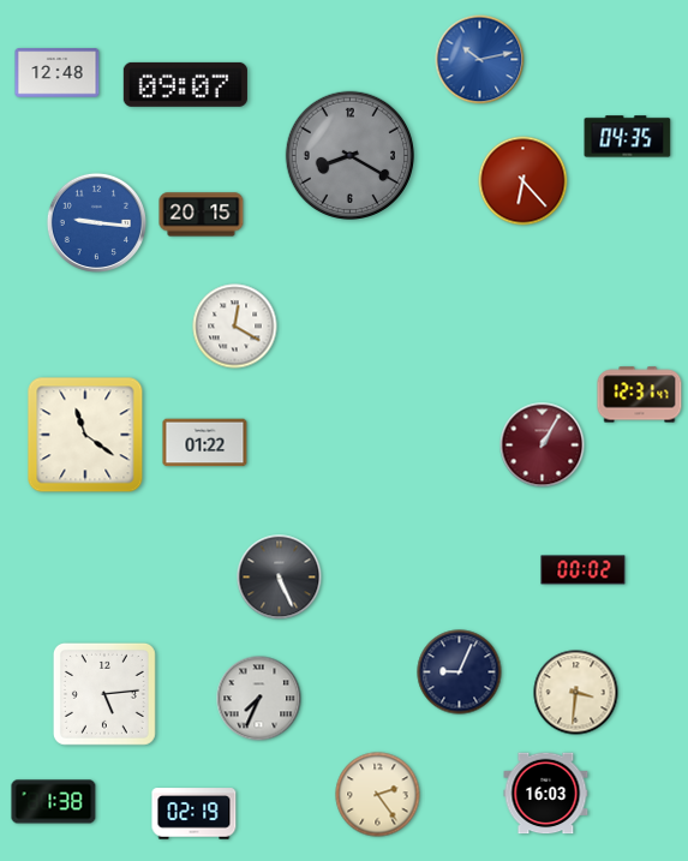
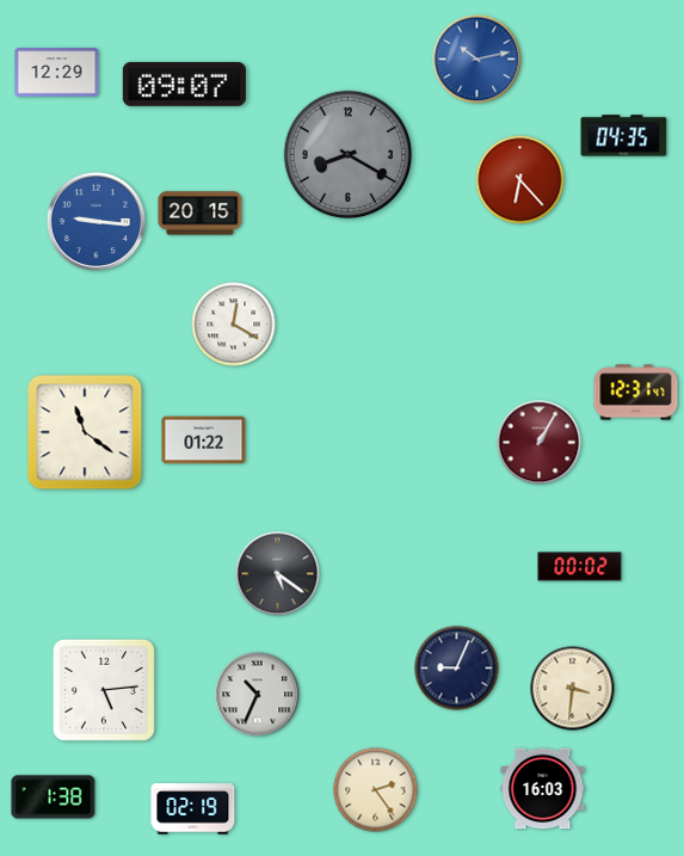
clock at (58, 73): 12:48 -> 12:29
clock at (280, 578): 5:26 -> 5:21
clock at (259, 699): 7:34 -> 10:34
